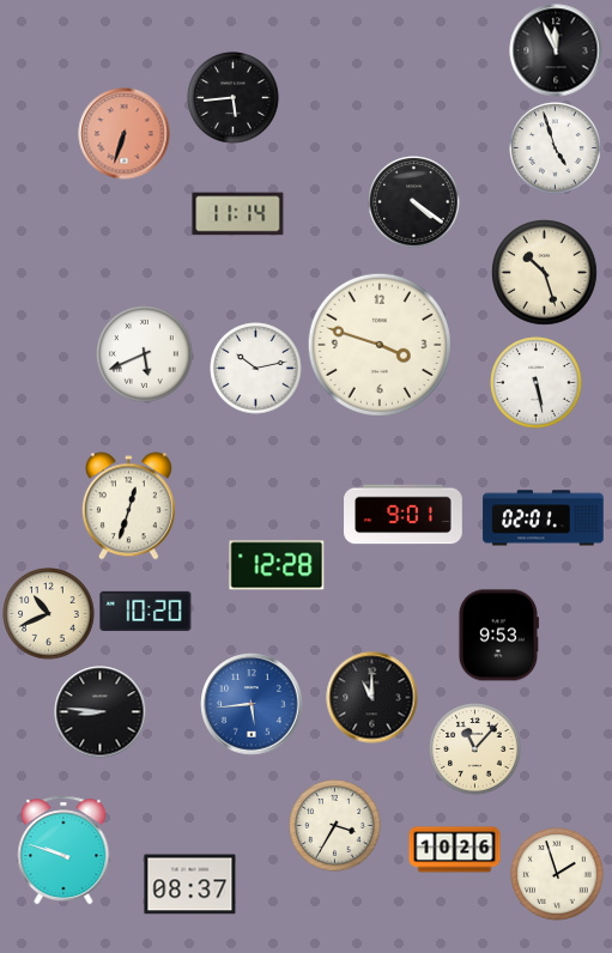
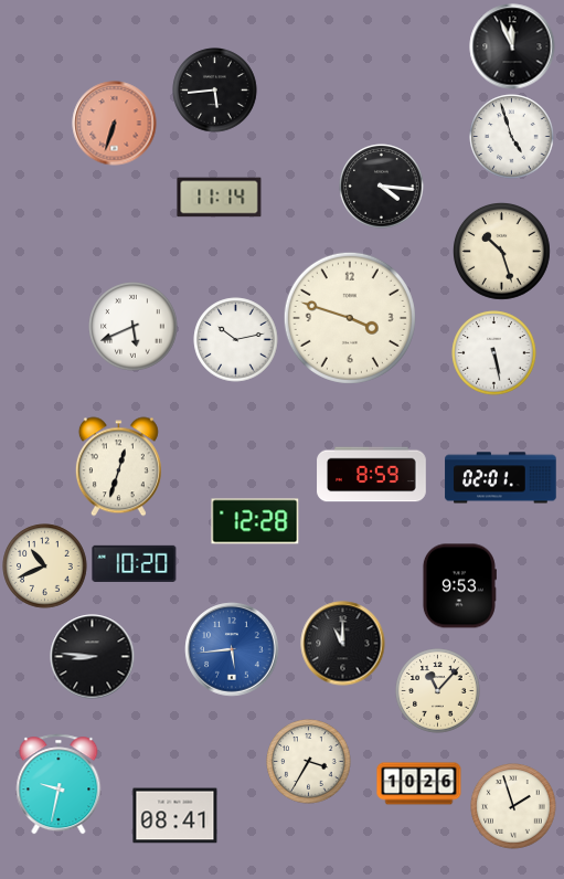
clock at (414, 202): 4:21 -> 4:16
clock at (404, 515): 9:01 -> 8:59
clock at (63, 850): 9:48 -> 9:32
clock at (190, 885): 08:37 -> 08:41
